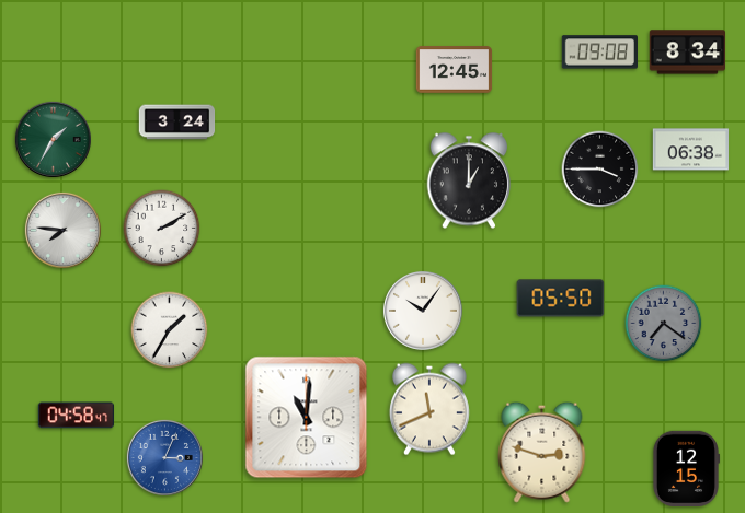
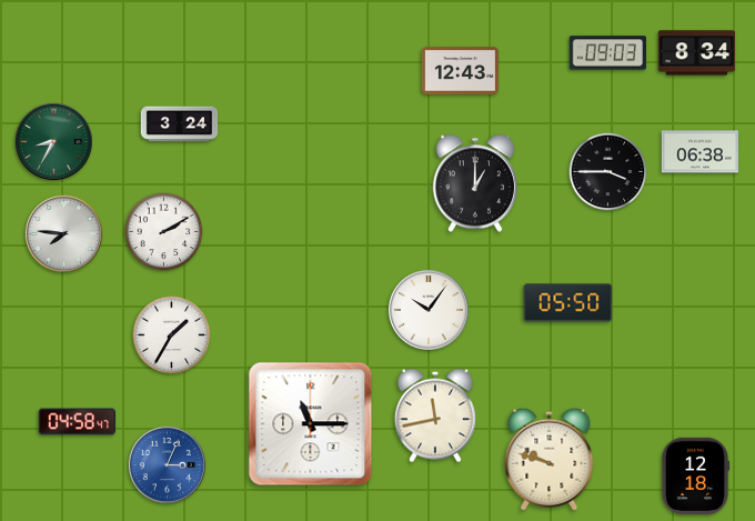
clock at (599, 53): 09:08 -> 09:03
clock at (455, 70): 12:45 -> 12:43
clock at (53, 139): 1:35 -> 8:35
clock at (423, 311) position: (423, 311) -> (429, 310)
clock at (664, 324): 7:21 -> none
clock at (429, 409): 11:41 -> 11:43
clock at (307, 418): 11:01 -> 11:15
clock at (542, 452): 2:48 -> 9:48
clock at (686, 468): 12:15 -> 12:18
